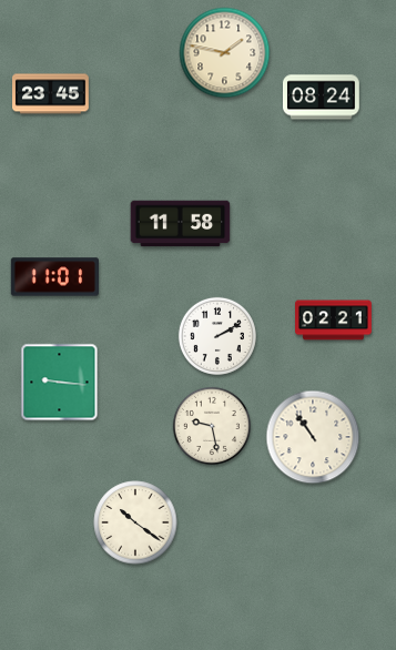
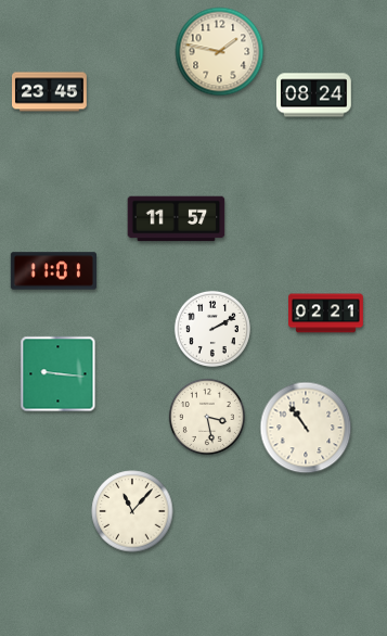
clock at (181, 224): 11:58 -> 11:57
clock at (212, 426): 9:28 -> 3:28
clock at (135, 522): 10:21 -> 11:07
